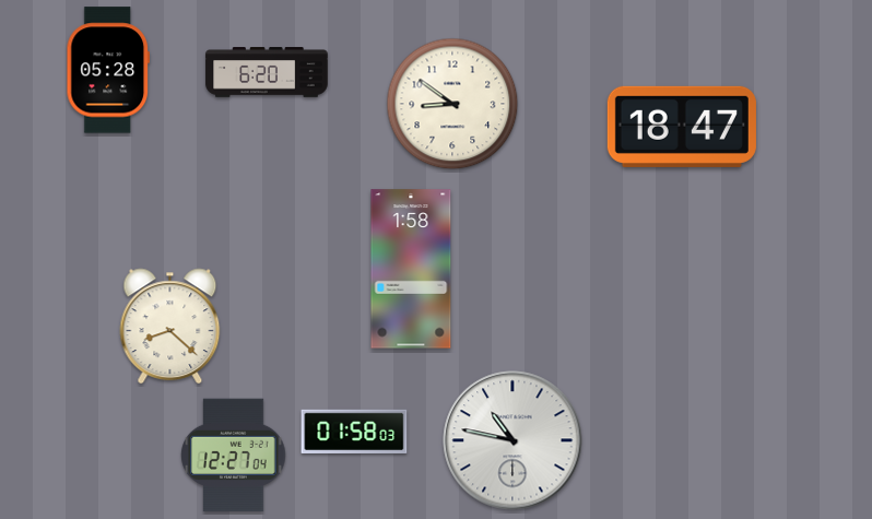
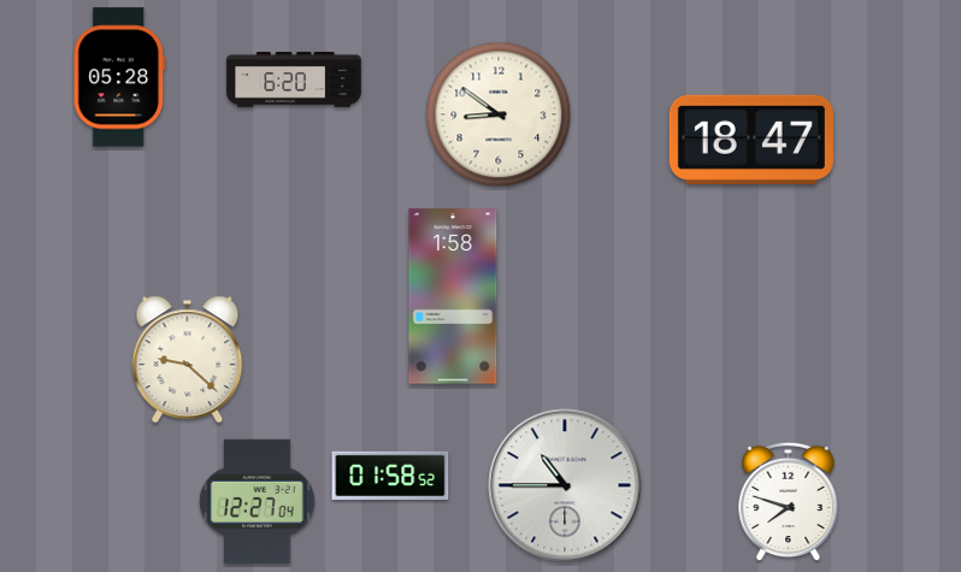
clock at (170, 327): 8:22 -> 9:22
clock at (354, 432): 01:58:03 -> 01:58:52
clock at (512, 440): 10:47 -> 10:45
clock at (789, 502): none -> 7:48
